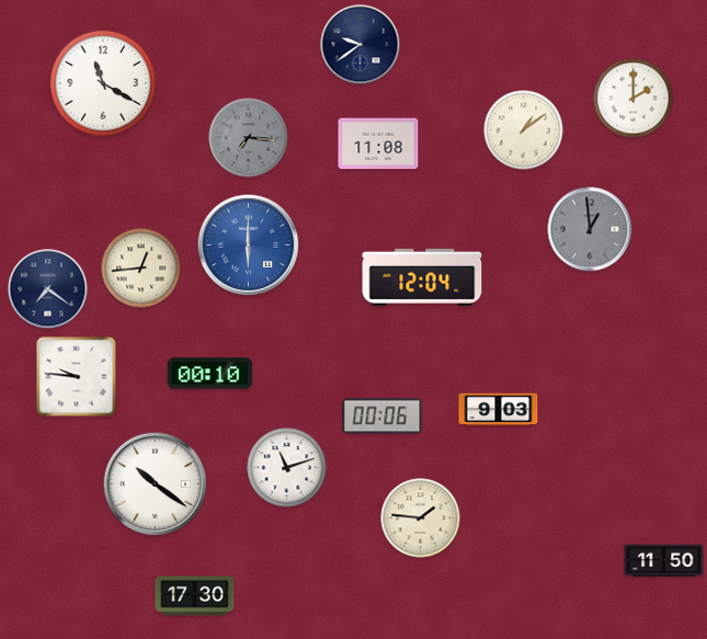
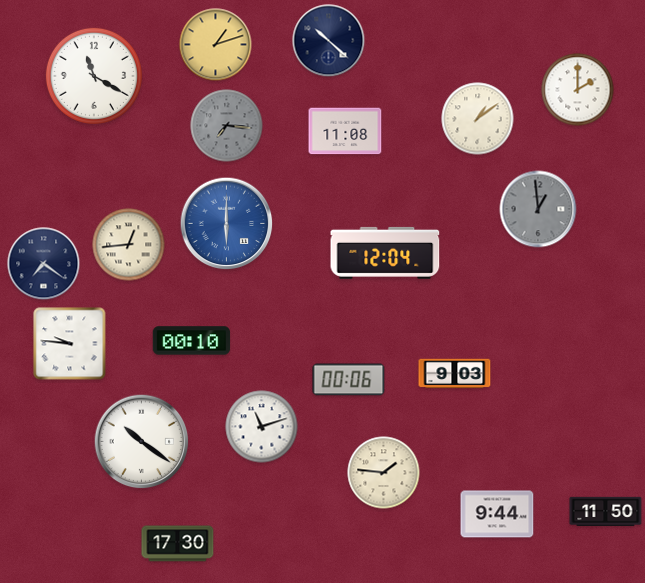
clock at (361, 45): 9:39 -> 10:22
clock at (216, 45): none -> 1:12
clock at (497, 514): none -> 9:44
